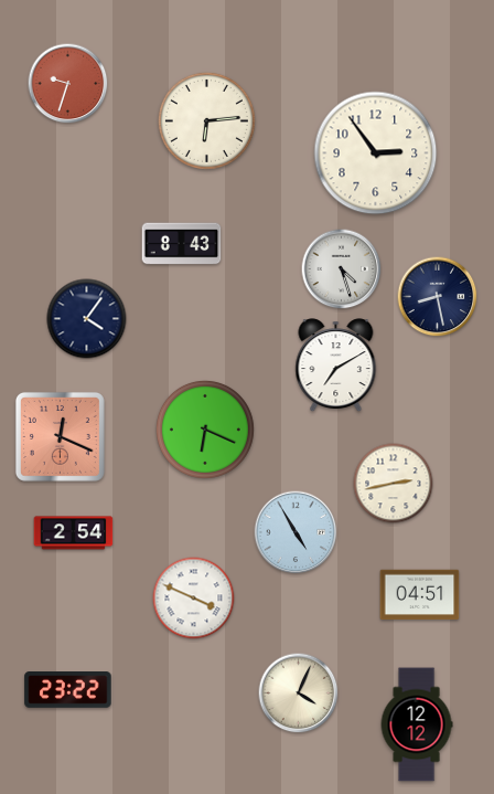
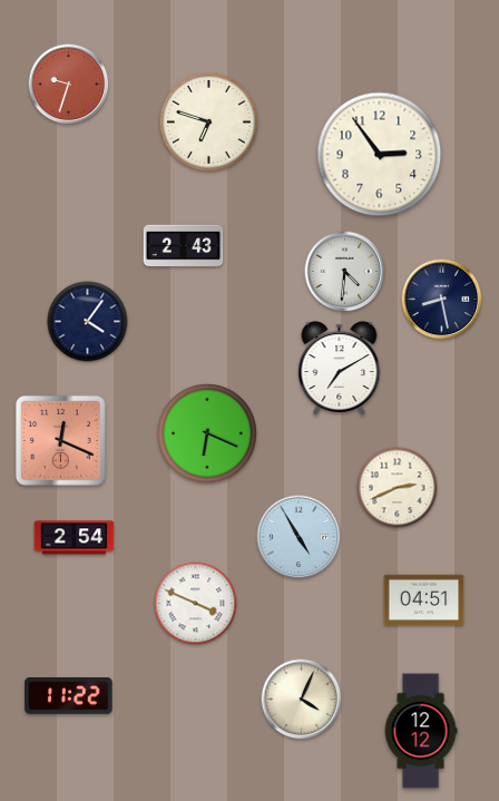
clock at (206, 120): 6:14 -> 6:48
clock at (182, 244): 8:43 -> 2:43
clock at (342, 269): 4:27 -> 4:31
clock at (394, 484): 2:43 -> 2:41
clock at (68, 690): 23:22 -> 11:22
